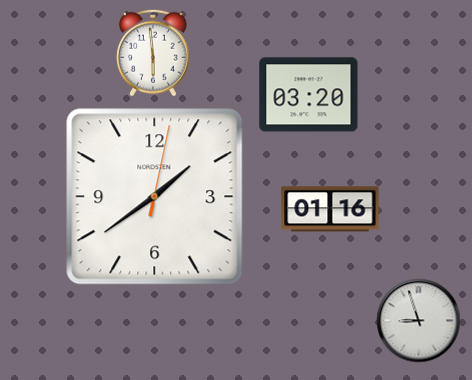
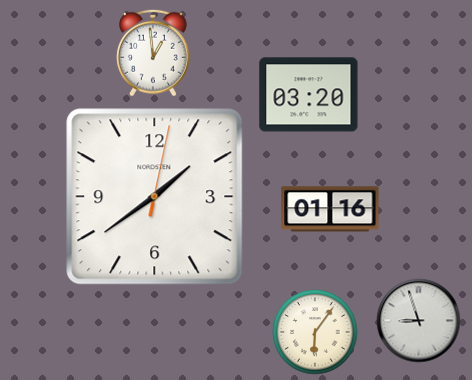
clock at (153, 53): 5:59 -> 12:59
clock at (315, 332): none -> 6:06
